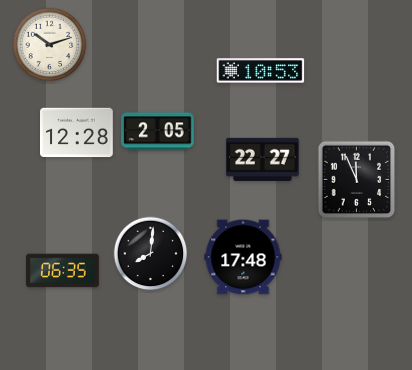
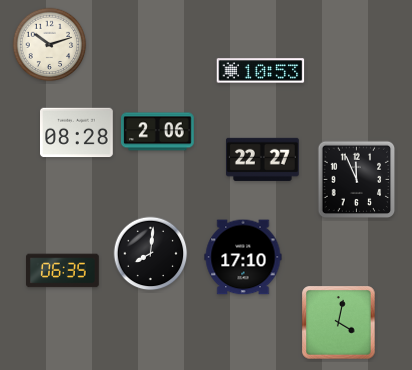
clock at (158, 132): 2:05 -> 2:06
clock at (77, 133): 12:28 -> 08:28
clock at (243, 257): 17:48 -> 17:10
clock at (339, 323): none -> 4:02
